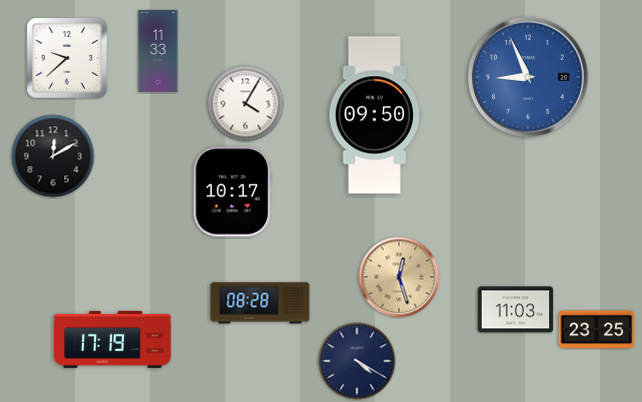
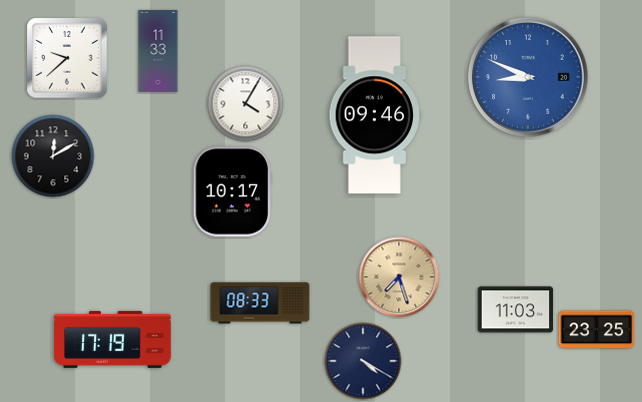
clock at (529, 78): 8:56 -> 8:49
clock at (374, 115): 09:50 -> 09:46
clock at (399, 277): 12:27 -> 7:27
clock at (260, 303): 08:28 -> 08:33
clock at (357, 361) position: (357, 361) -> (363, 361)
